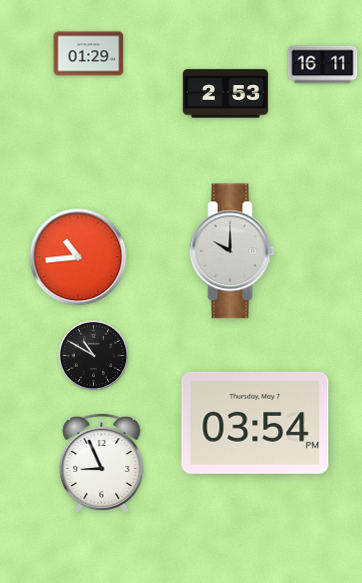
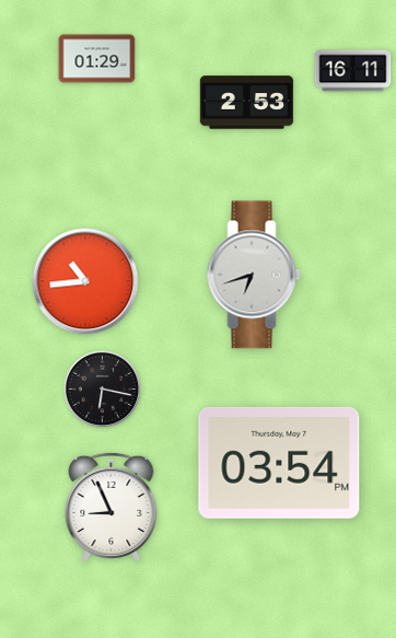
clock at (232, 251): 10:00 -> 6:42
clock at (94, 356): 10:50 -> 6:17
